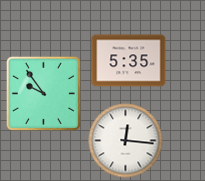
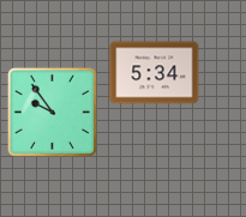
clock at (129, 61): 5:35 -> 5:34
clock at (126, 141): 12:16 -> none
